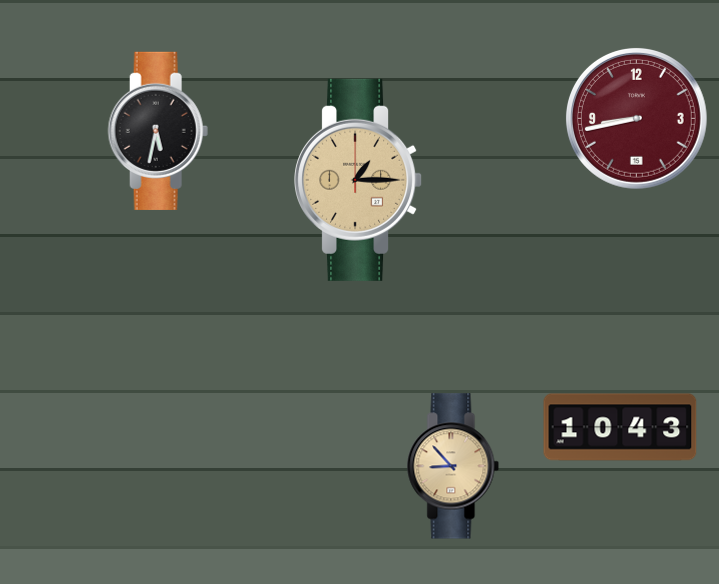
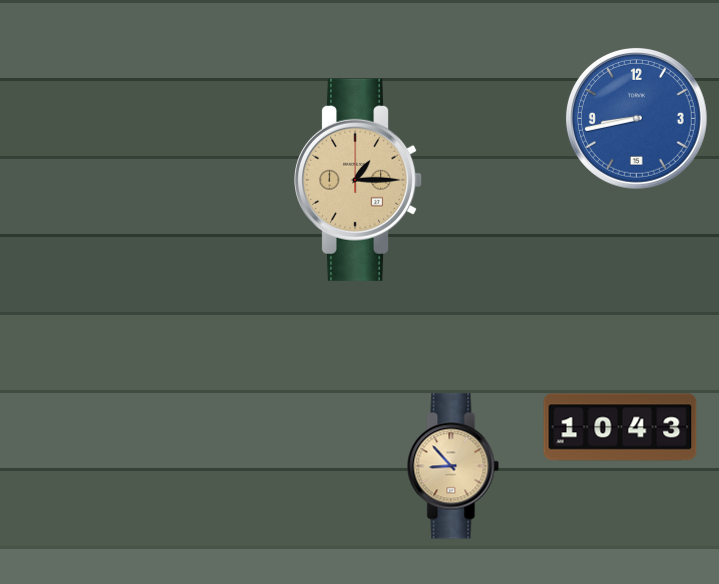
clock at (636, 118) dial: burgundy -> blue
clock at (158, 131): 5:32 -> none
